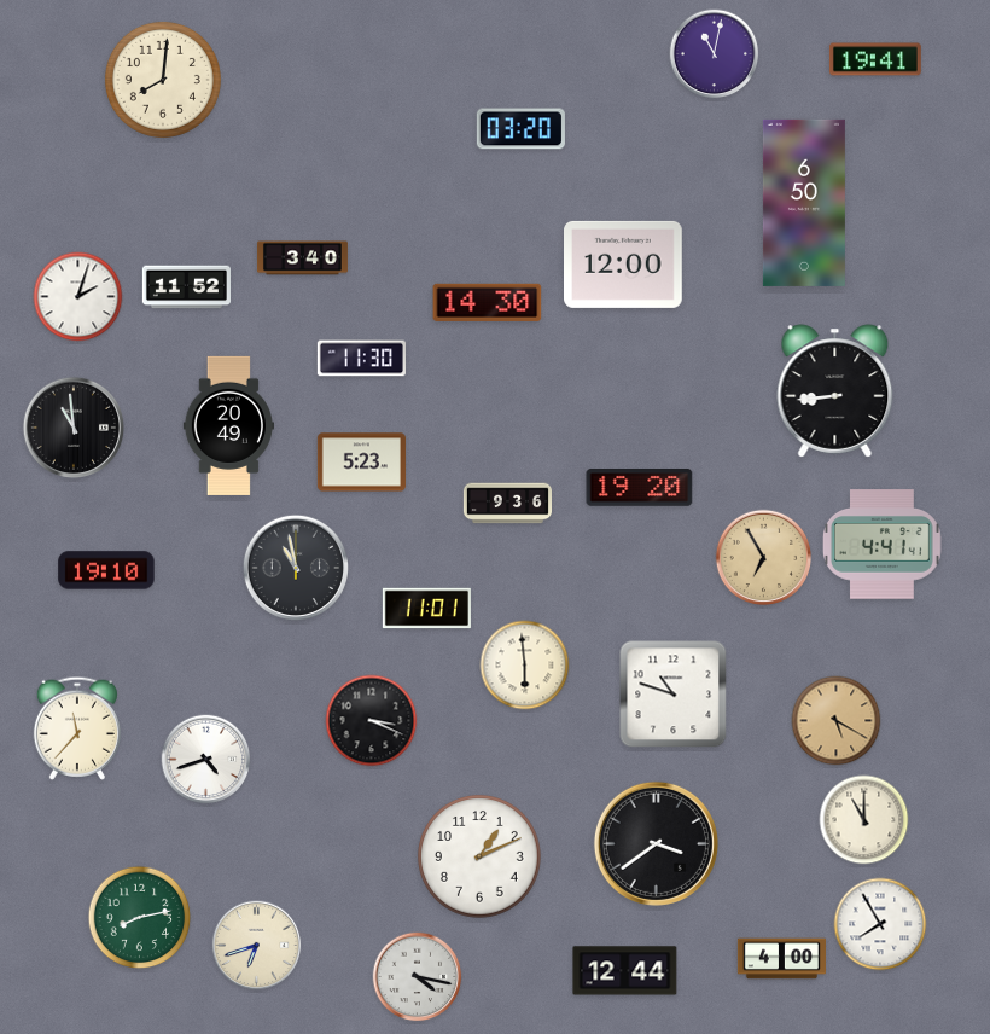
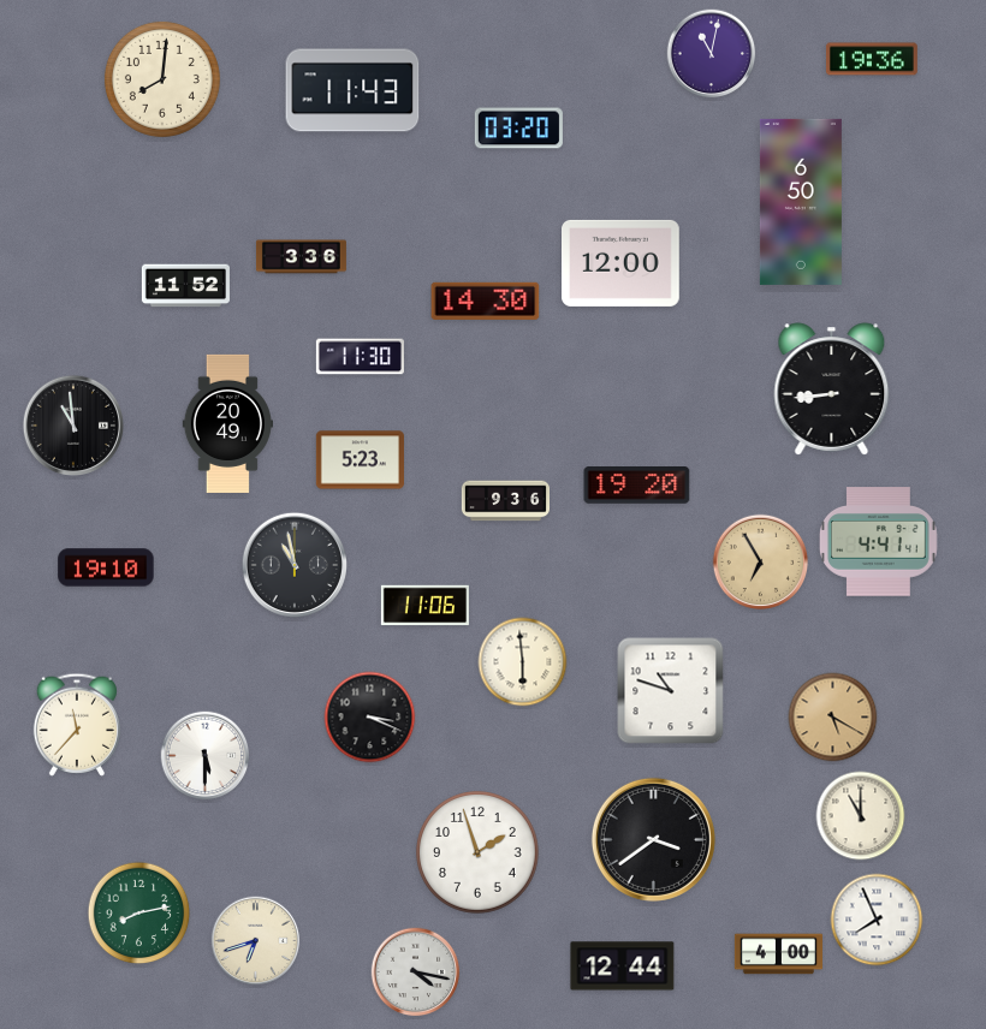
clock at (875, 59): 19:41 -> 19:36
clock at (352, 90): none -> 11:43
clock at (302, 258): 3:40 -> 3:36
clock at (78, 297): 2:03 -> none
clock at (764, 558) position: (764, 558) -> (761, 563)
clock at (426, 609): 11:01 -> 11:06
clock at (206, 760): 4:42 -> 5:30
clock at (481, 858): 1:11 -> 1:57
clock at (880, 924): 7:55 -> 7:56
